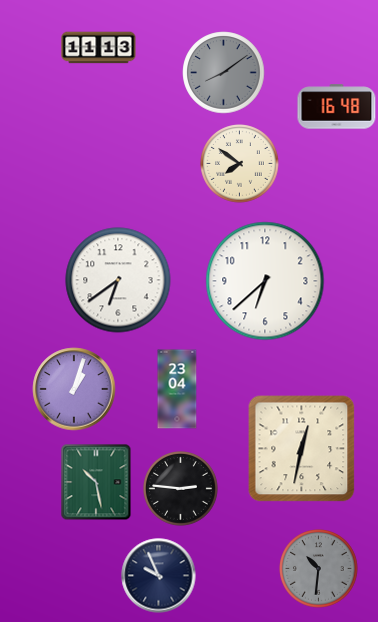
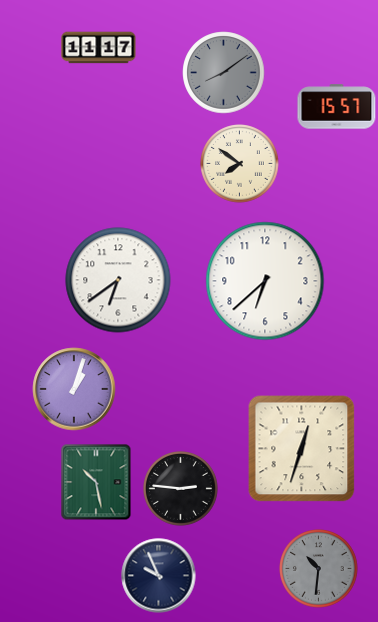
clock at (99, 48): 11:13 -> 11:17
clock at (337, 107): 16:48 -> 15:57
clock at (177, 389): 23:04 -> none
clock at (302, 449): 12:32 -> 12:33
